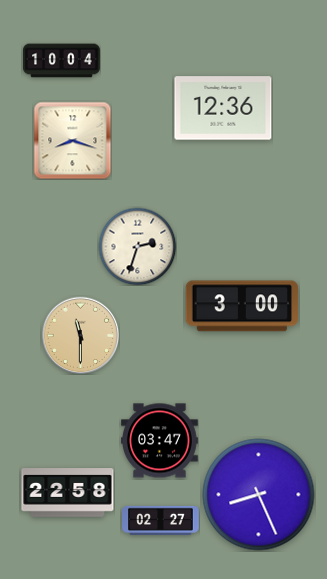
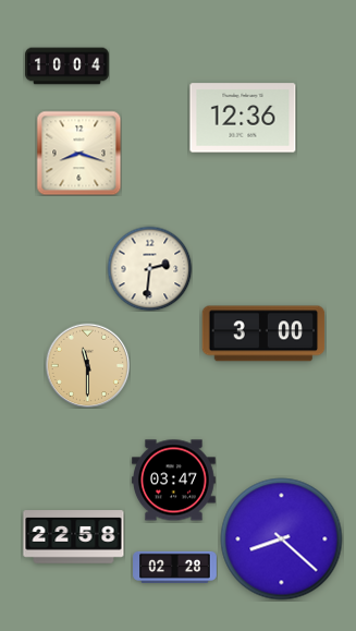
clock at (137, 246): 2:33 -> 2:31
clock at (259, 495): 8:26 -> 8:22
clock at (161, 520): 02:27 -> 02:28
